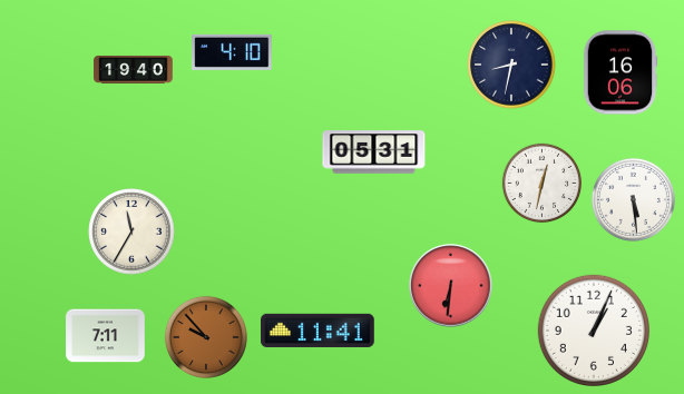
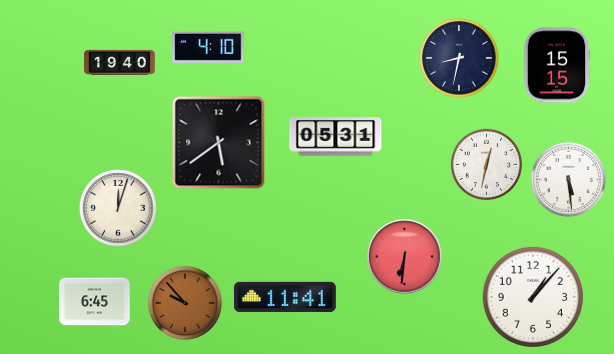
clock at (621, 72): 16:06 -> 15:15
clock at (219, 143): none -> 5:39
clock at (131, 232): 11:35 -> 12:03
clock at (593, 329): 1:04 -> 1:07
clock at (106, 336): 7:11 -> 6:45
